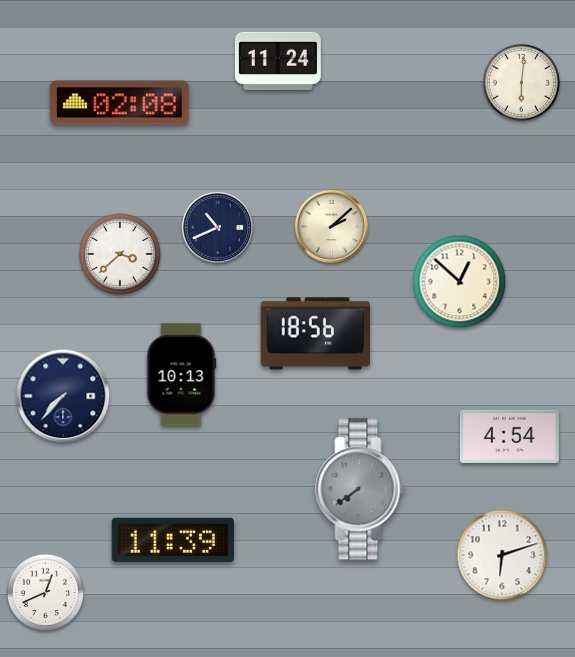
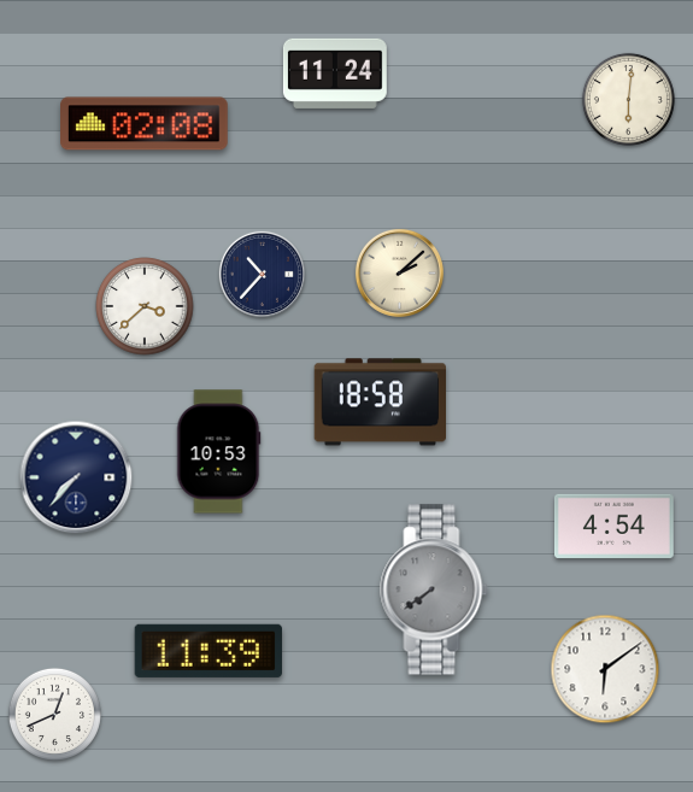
clock at (217, 227): 10:41 -> 10:37
clock at (460, 282): 12:52 -> none
clock at (315, 334): 18:56 -> 18:58
clock at (181, 375): 10:13 -> 10:53
clock at (502, 555): 6:12 -> 6:09
